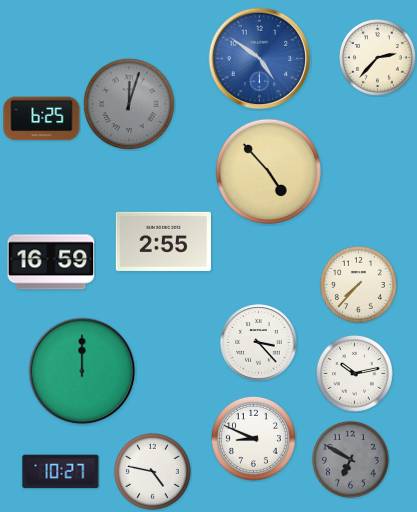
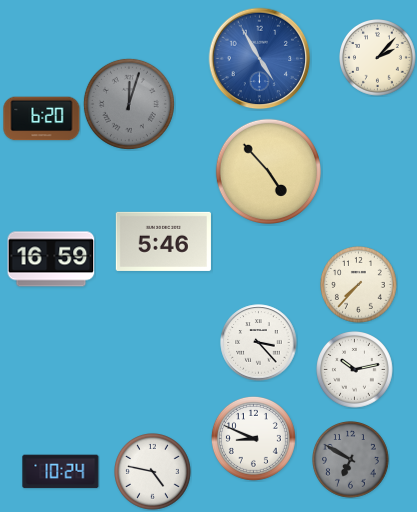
clock at (378, 58): 2:37 -> 2:07
clock at (260, 59): 4:51 -> 4:55
clock at (42, 119): 6:25 -> 6:20
clock at (163, 241): 2:55 -> 5:46
clock at (51, 262) position: (51, 262) -> (51, 259)
clock at (82, 371): 12:00 -> none
clock at (355, 374) position: (355, 374) -> (355, 370)
clock at (61, 472): 10:27 -> 10:24
